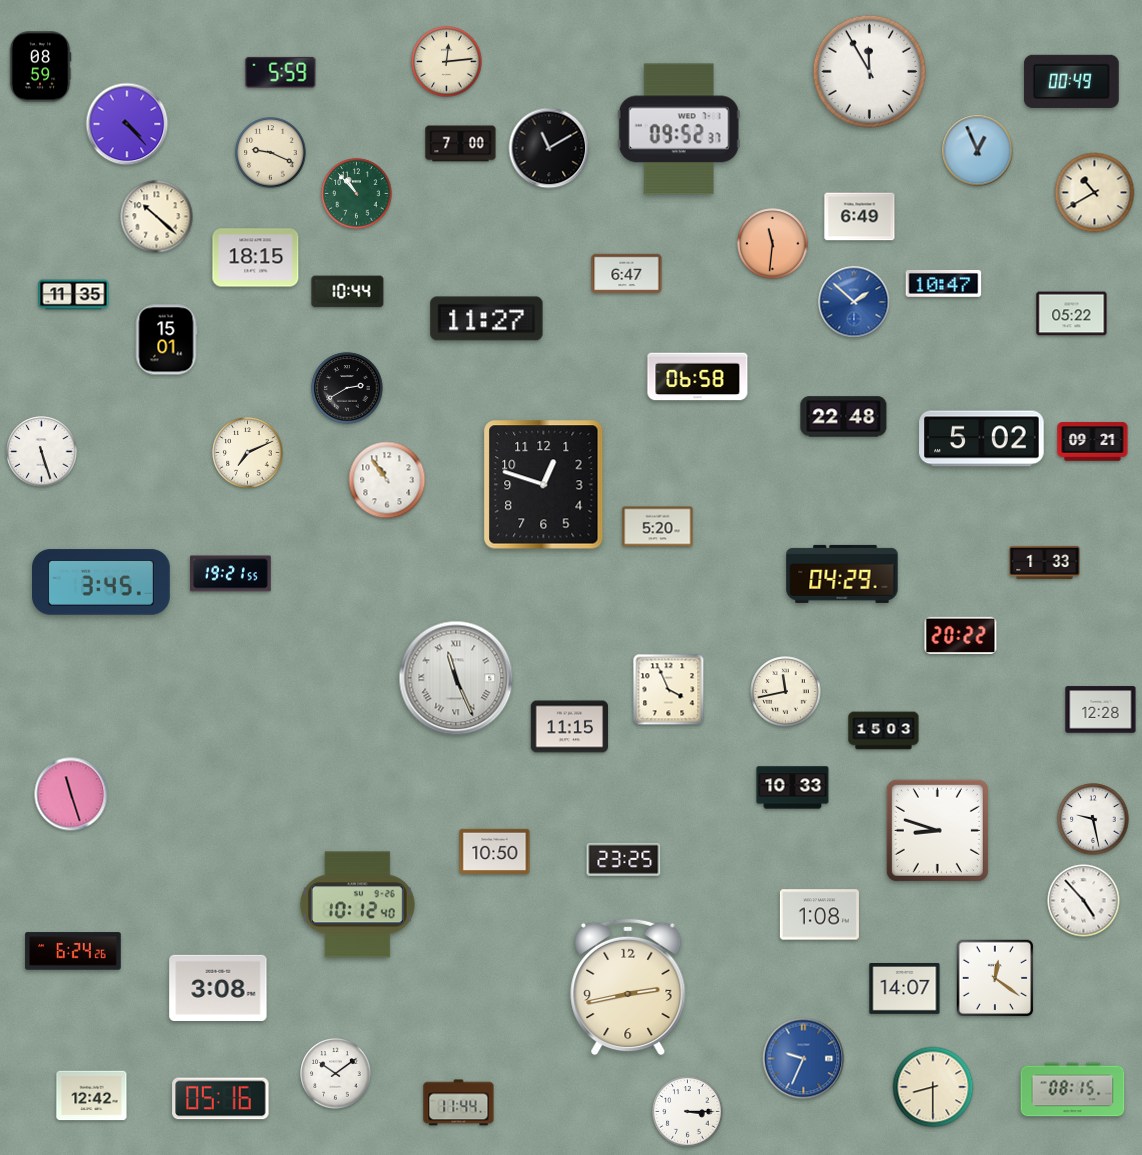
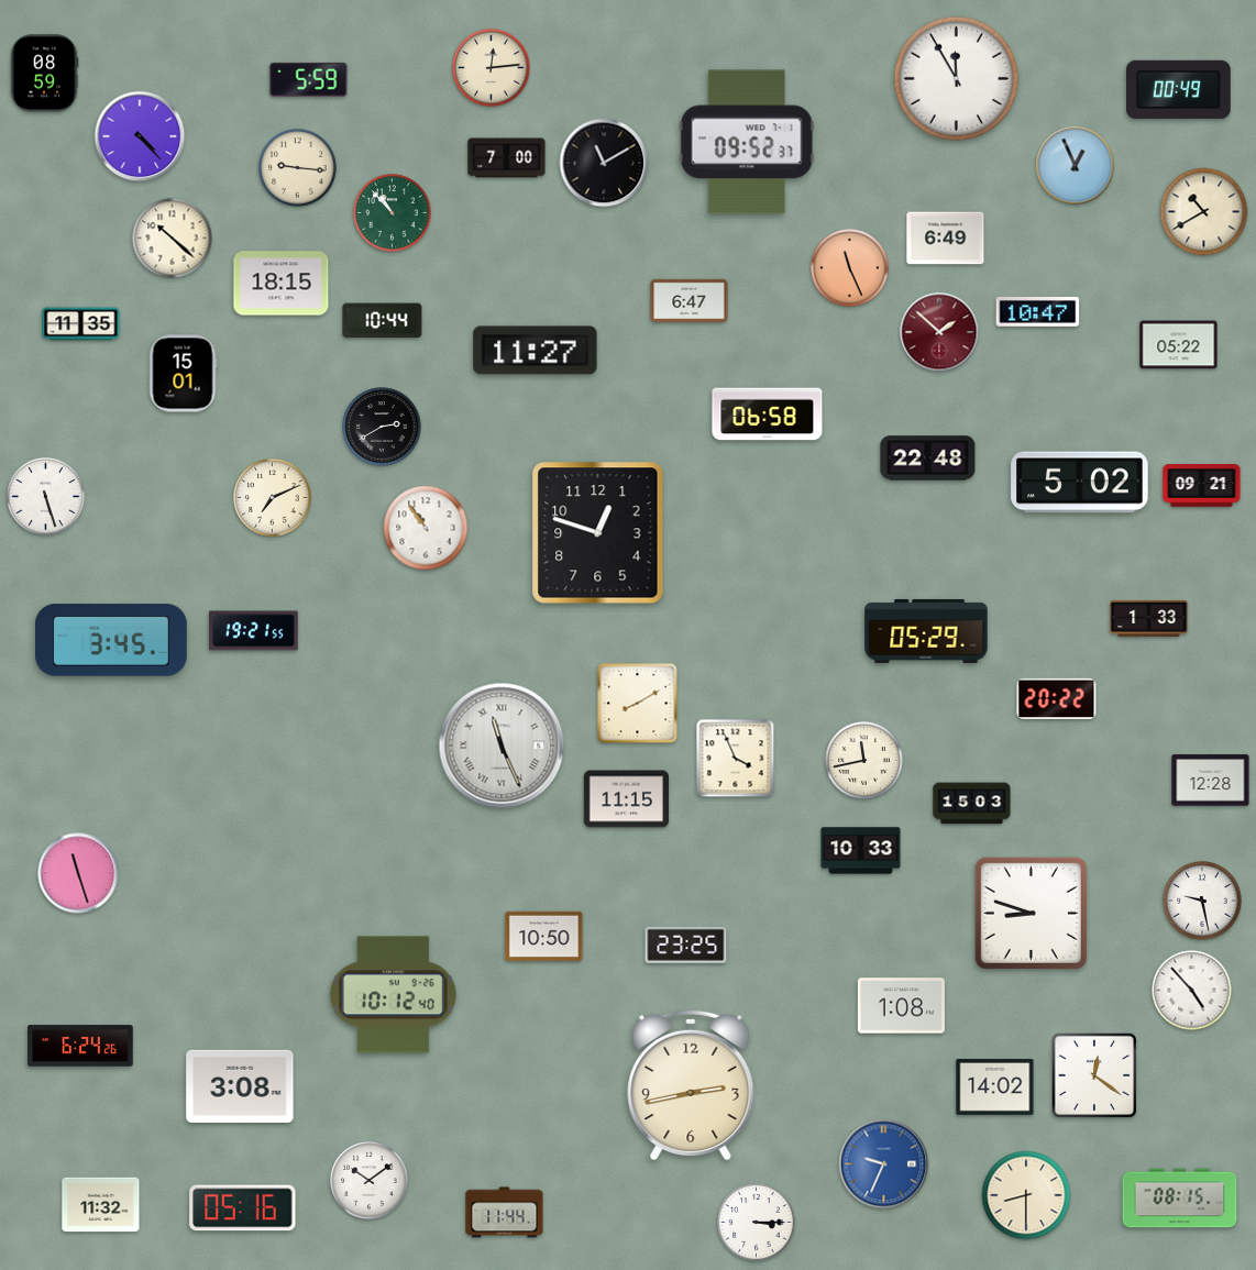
clock at (271, 153): 9:19 -> 9:16
clock at (773, 244): 11:31 -> 11:26
clock at (854, 302) dial: blue -> burgundy
clock at (658, 527): 5:20 -> none
clock at (842, 574): 04:29 -> 05:29
clock at (638, 704): none -> 8:10
clock at (793, 788) position: (793, 788) -> (861, 851)
clock at (905, 989): 14:07 -> 14:02
clock at (92, 1096): 12:42 -> 11:32
